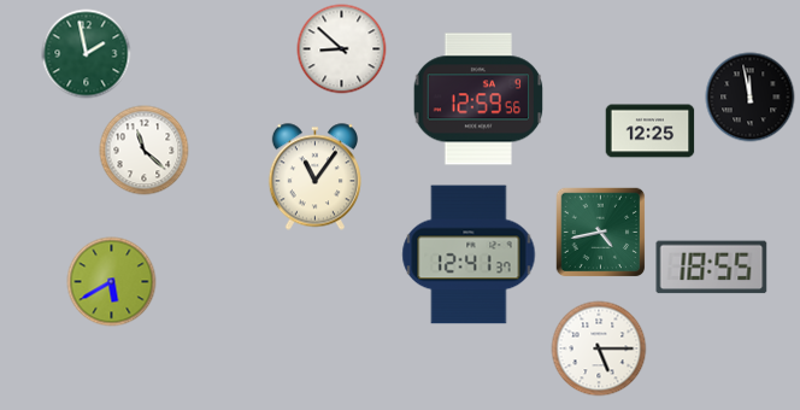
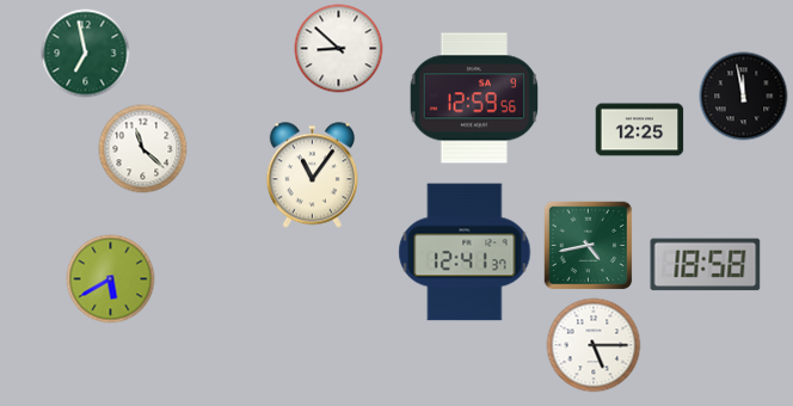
clock at (87, 54): 1:58 -> 6:58
clock at (651, 131) position: (651, 131) -> (640, 130)
clock at (601, 233) position: (601, 233) -> (589, 246)
clock at (712, 268): 18:55 -> 18:58
